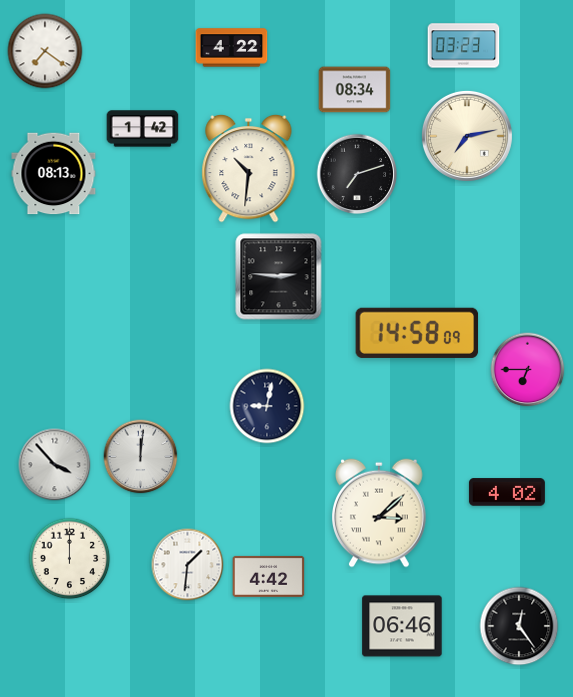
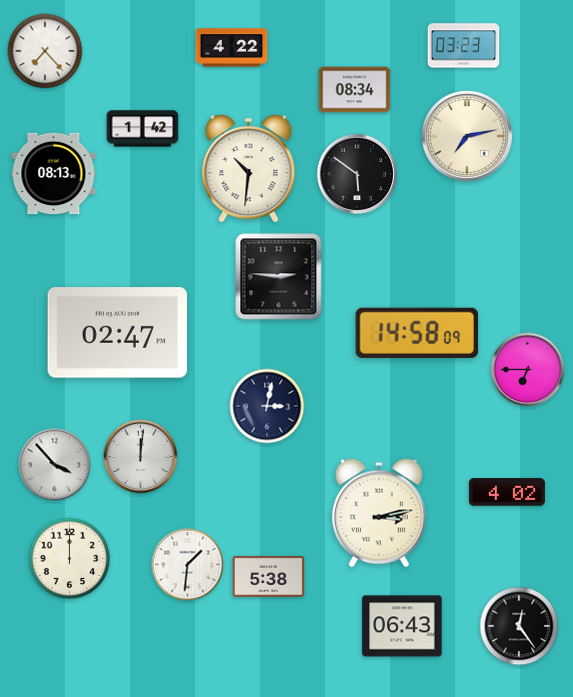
clock at (45, 51): 7:21 -> 7:23
clock at (357, 174): 7:12 -> 5:51
clock at (118, 333): none -> 02:47
clock at (267, 406): 9:02 -> 3:02
clock at (380, 513): 3:08 -> 3:13
clock at (269, 576): 4:42 -> 5:38
clock at (402, 626): 06:46 -> 06:43
